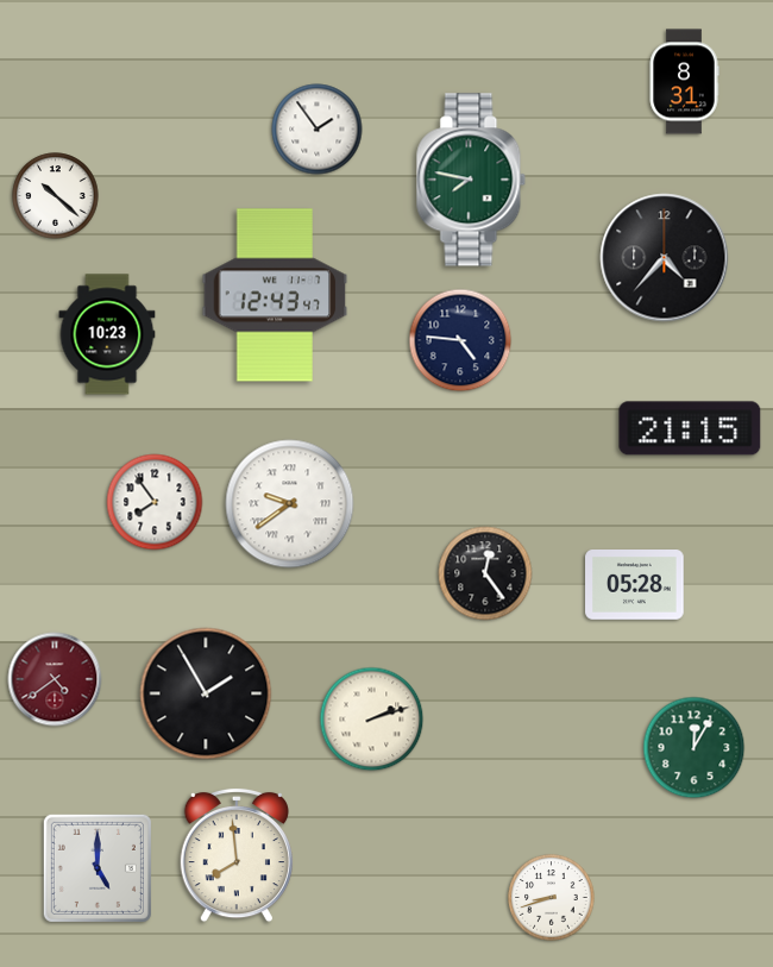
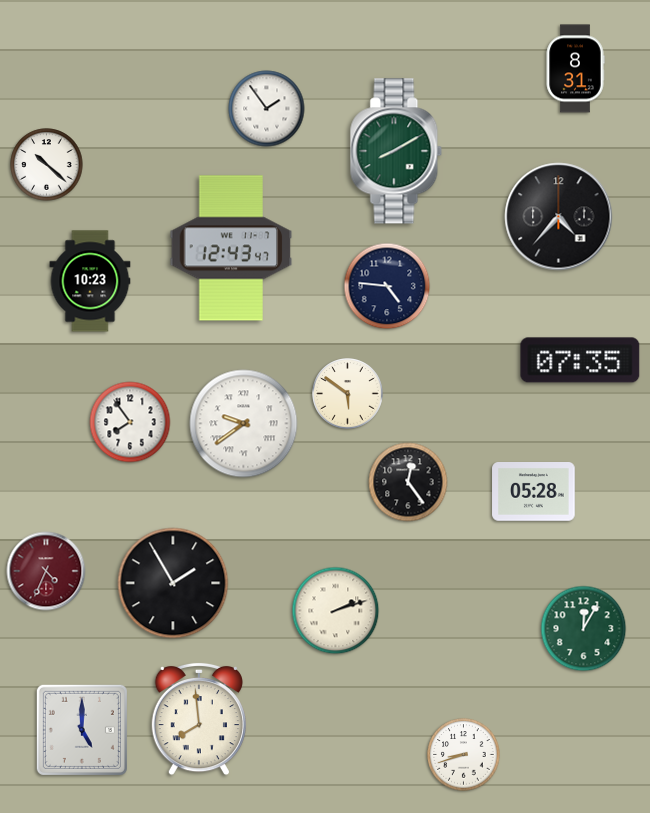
clock at (471, 180): 7:47 -> 8:10
clock at (690, 428): 21:15 -> 07:35
clock at (348, 394): none -> 5:51
clock at (55, 679): 4:39 -> 4:34
clock at (372, 720) position: (372, 720) -> (336, 611)
